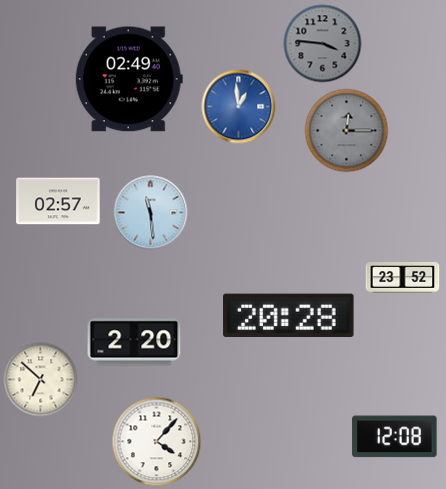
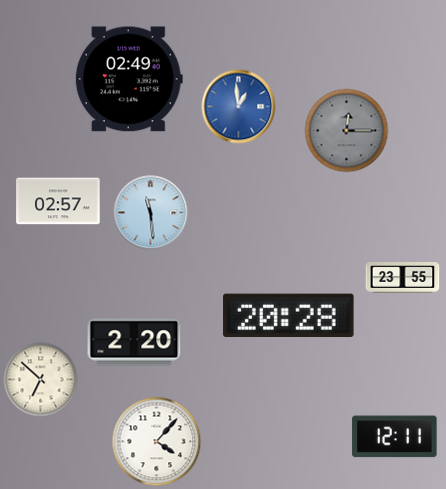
clock at (323, 44): 3:46 -> none
clock at (403, 278): 23:52 -> 23:55
clock at (395, 437): 12:08 -> 12:11
